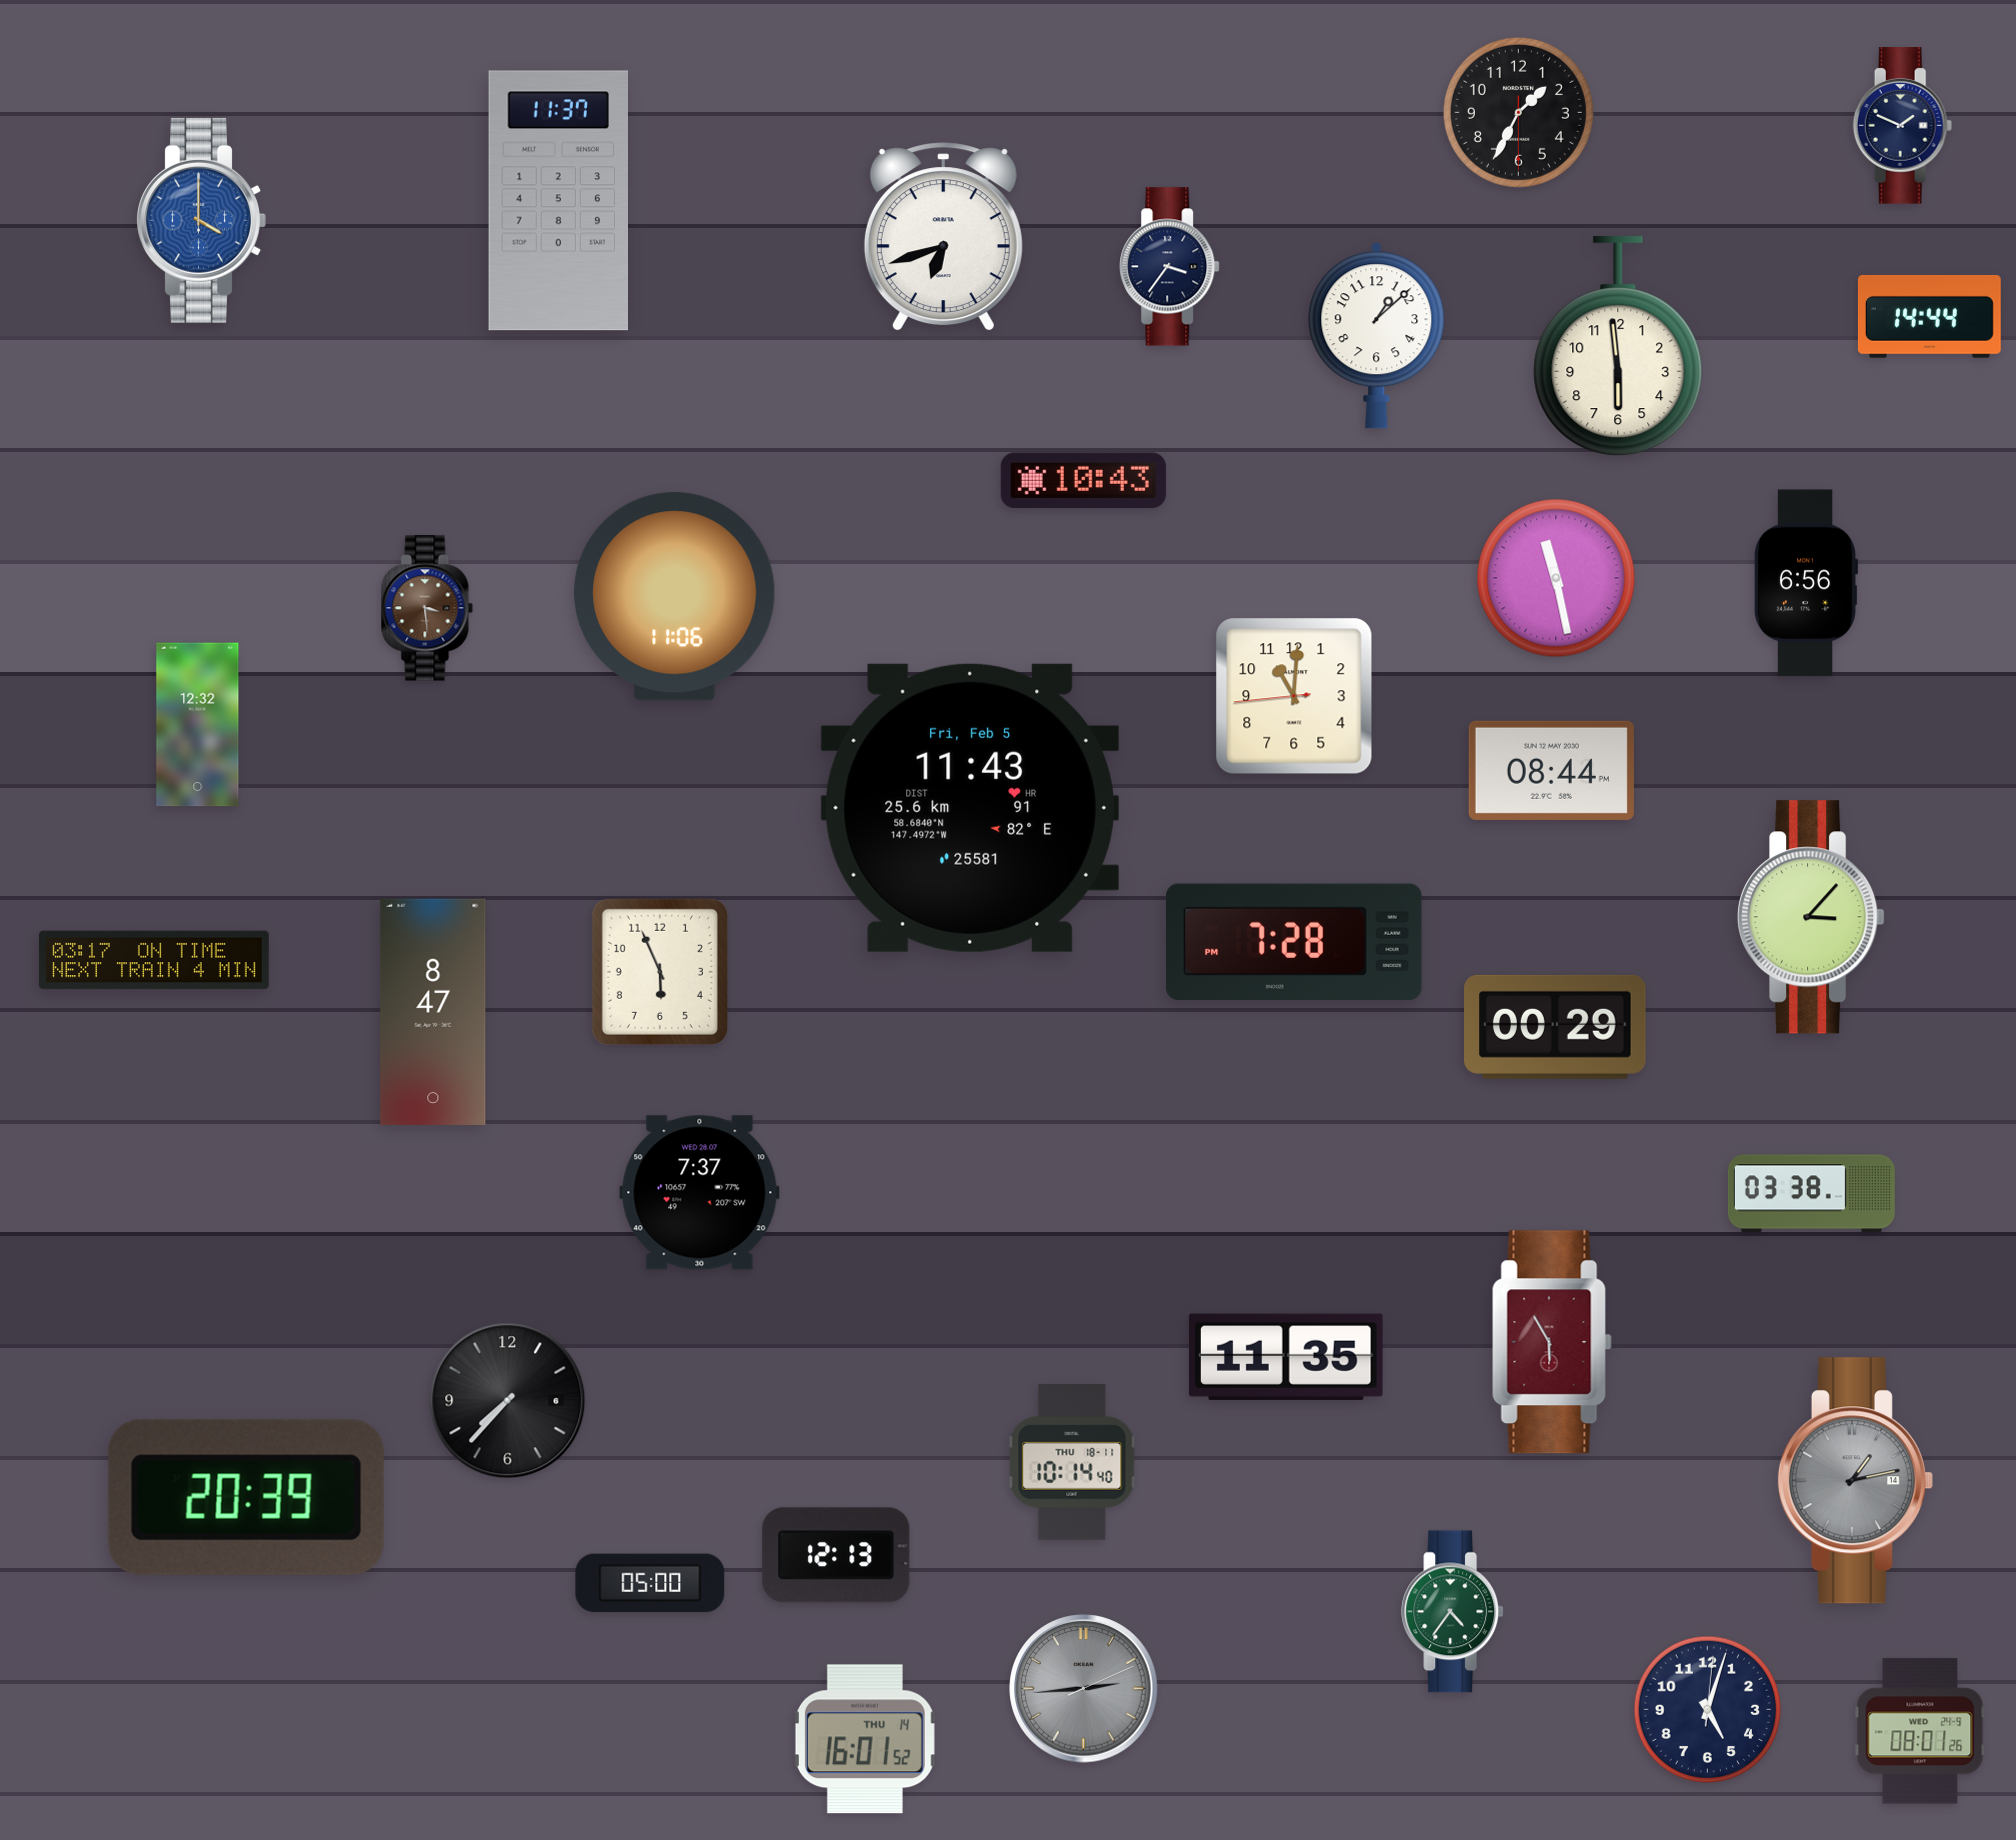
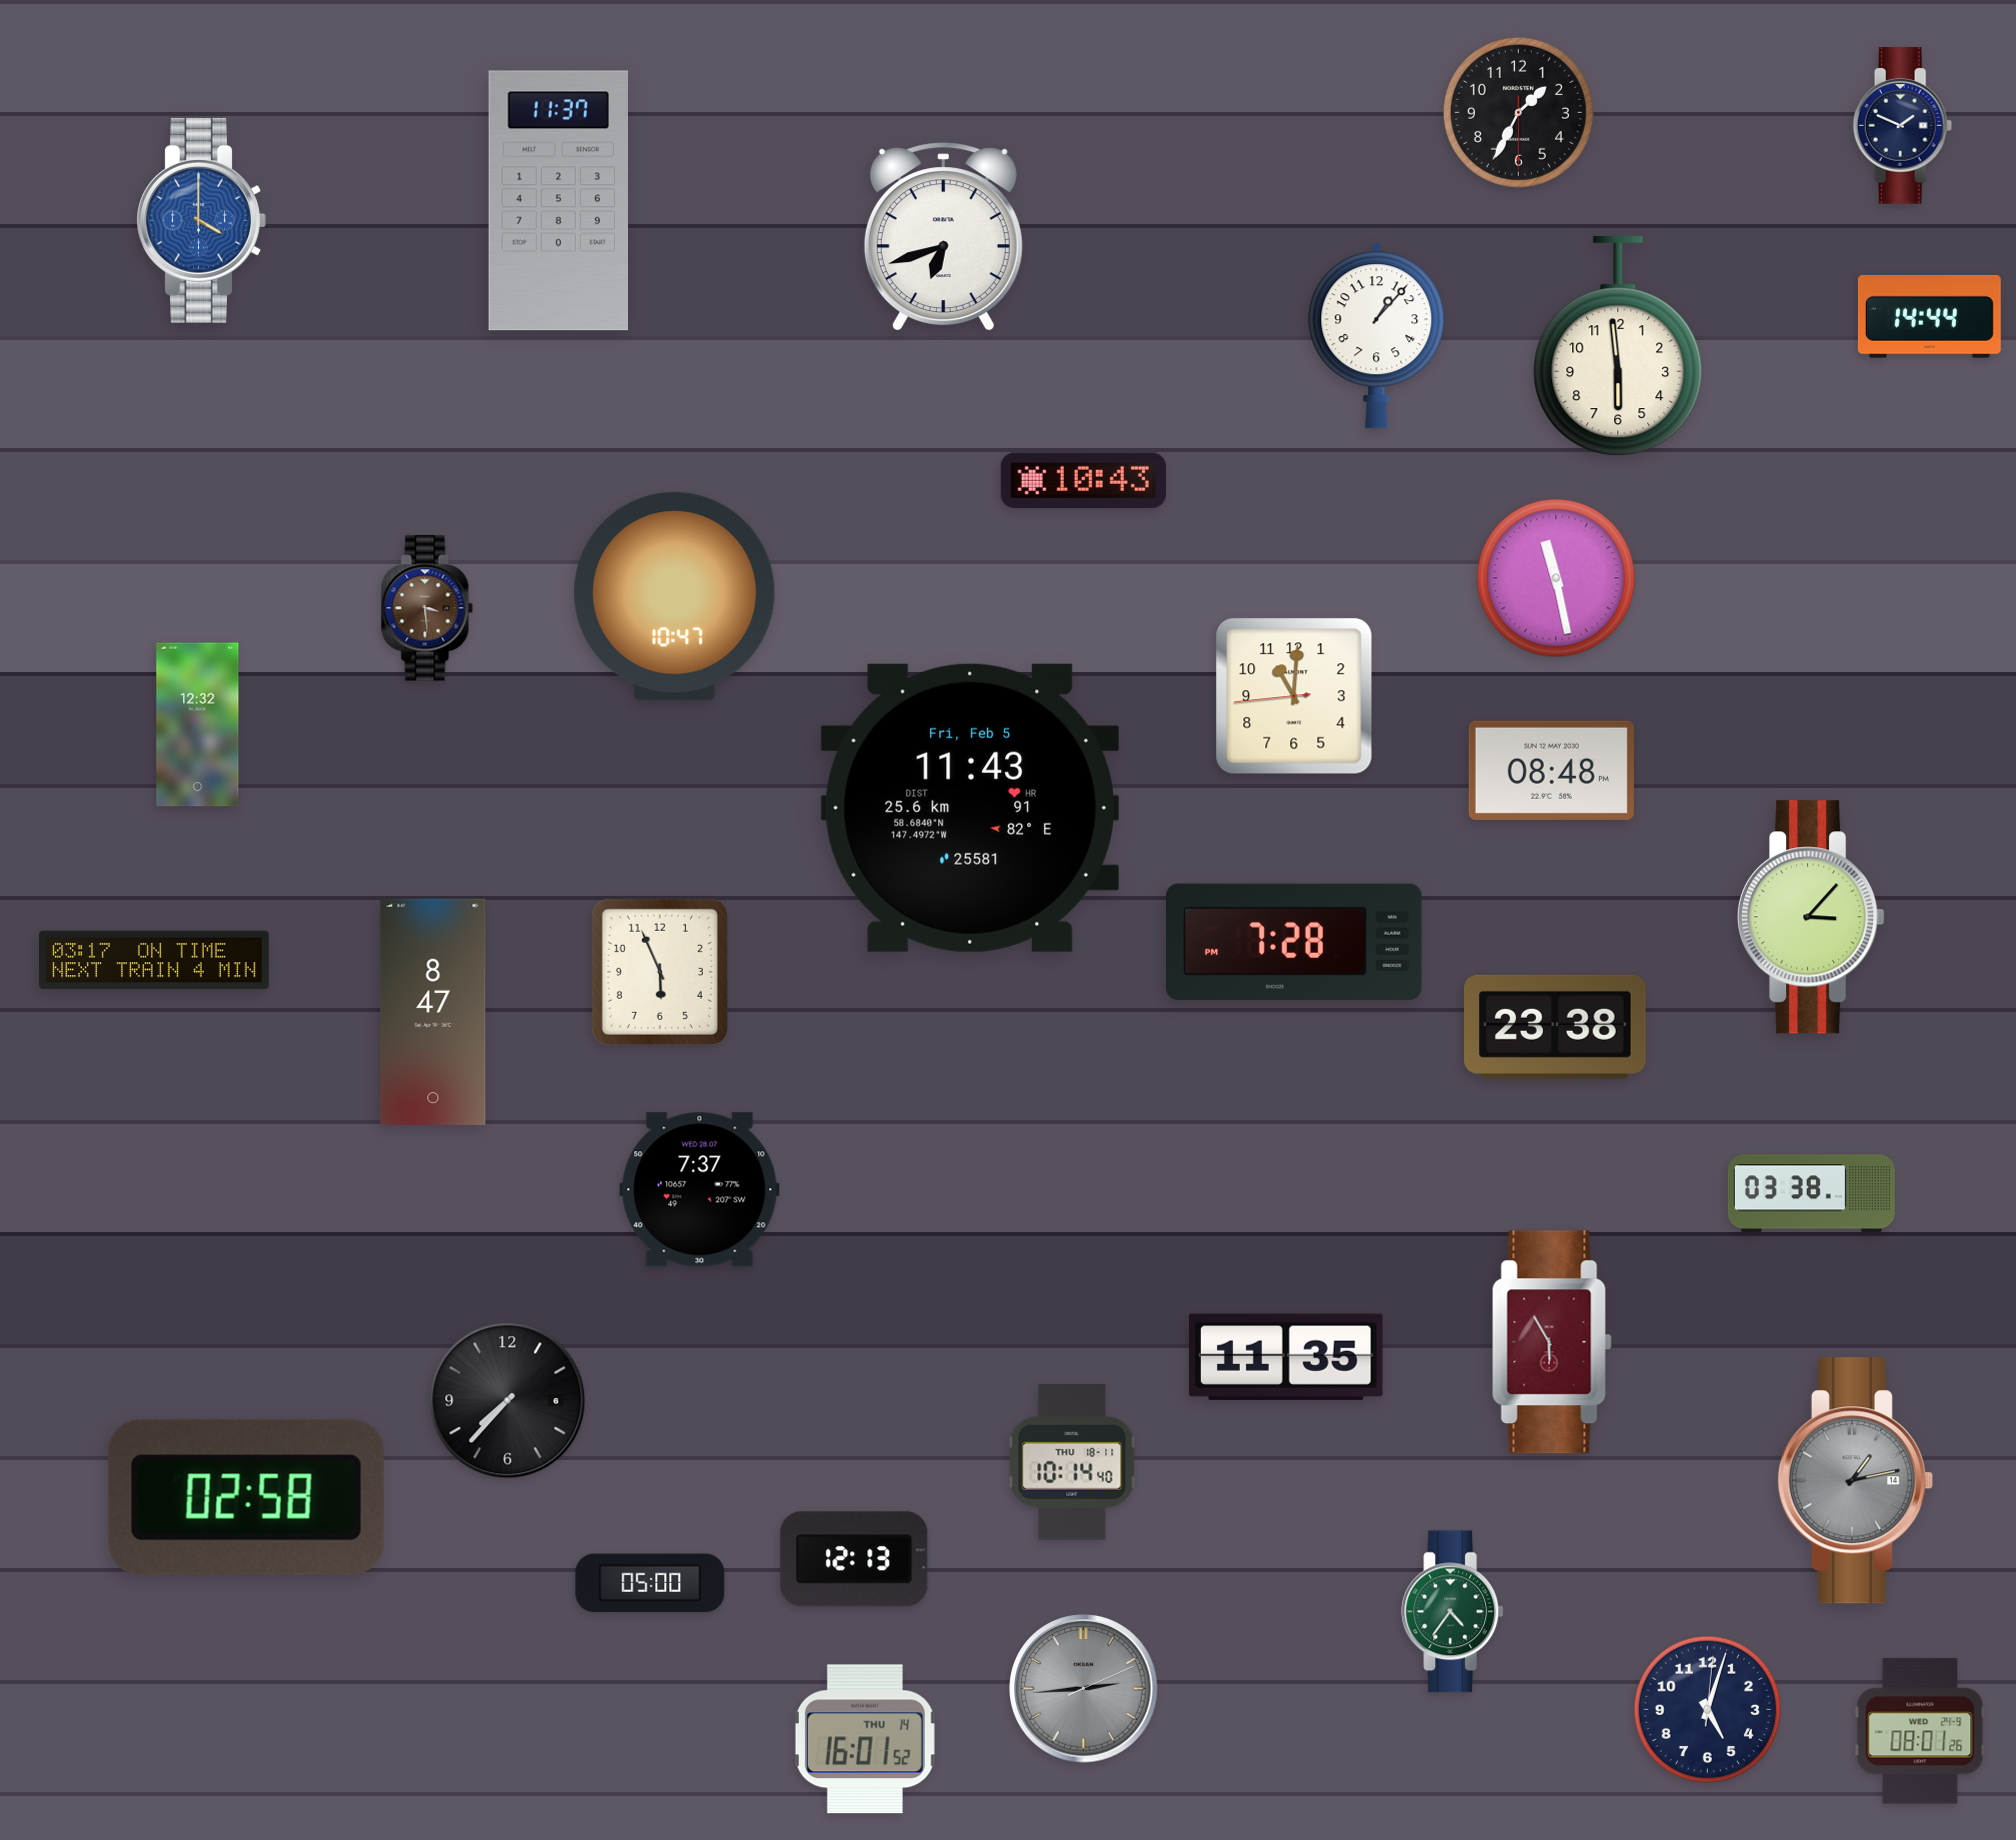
clock at (1170, 267): 3:36 -> none
clock at (1377, 336): 1:08 -> 1:07
clock at (1806, 583): 6:56 -> none
clock at (675, 597): 11:06 -> 10:47
clock at (1551, 770): 08:44 -> 08:48
clock at (1555, 1027): 00:29 -> 23:38
clock at (700, 1193) position: (700, 1193) -> (700, 1190)
clock at (246, 1497): 20:39 -> 02:58
clock at (836, 1555) position: (836, 1555) -> (854, 1559)
